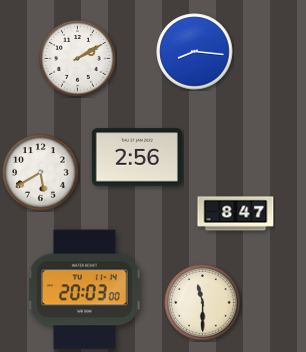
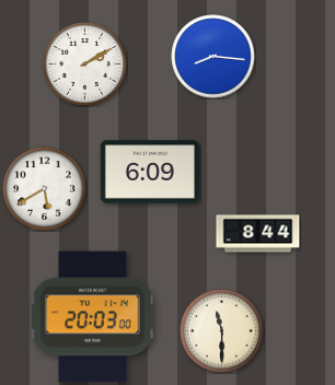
clock at (137, 157): 2:56 -> 6:09
clock at (236, 214): 8:47 -> 8:44
